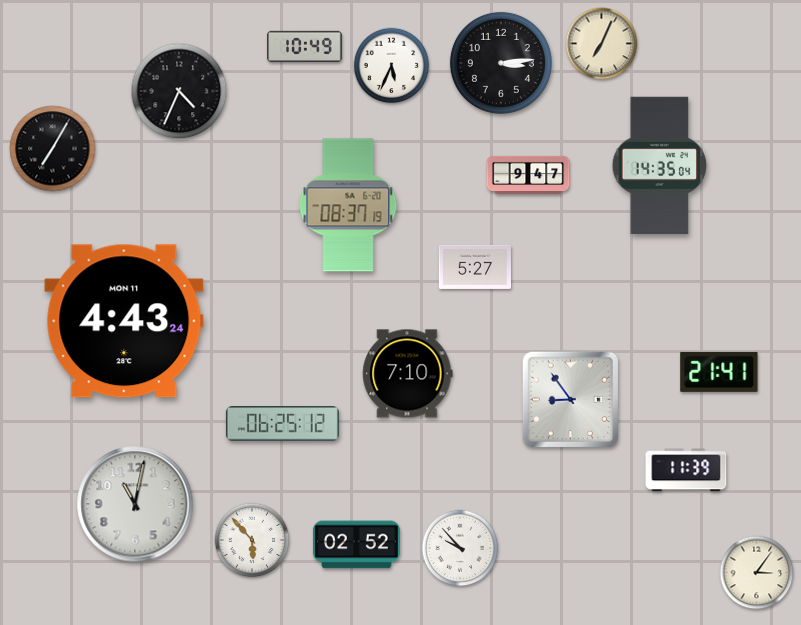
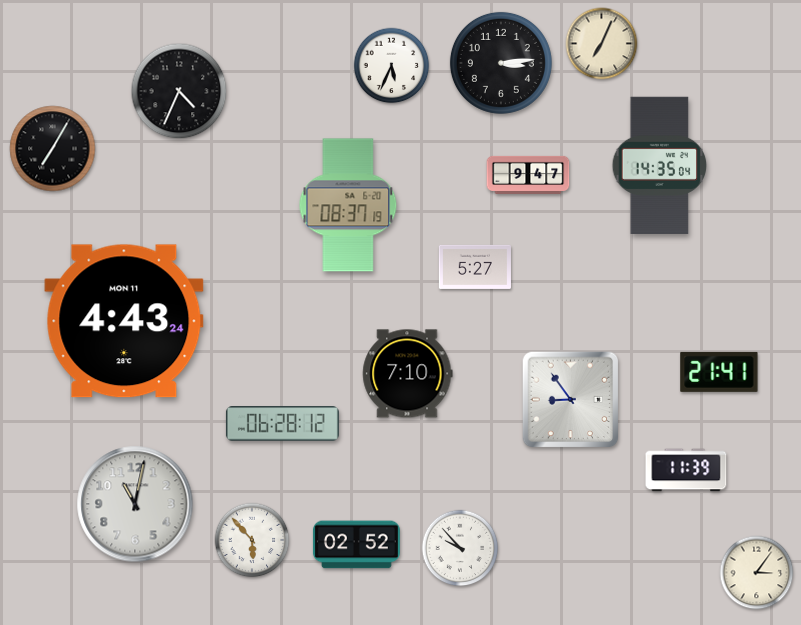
clock at (305, 46): 10:49 -> none
clock at (282, 424): 06:25 -> 06:28
